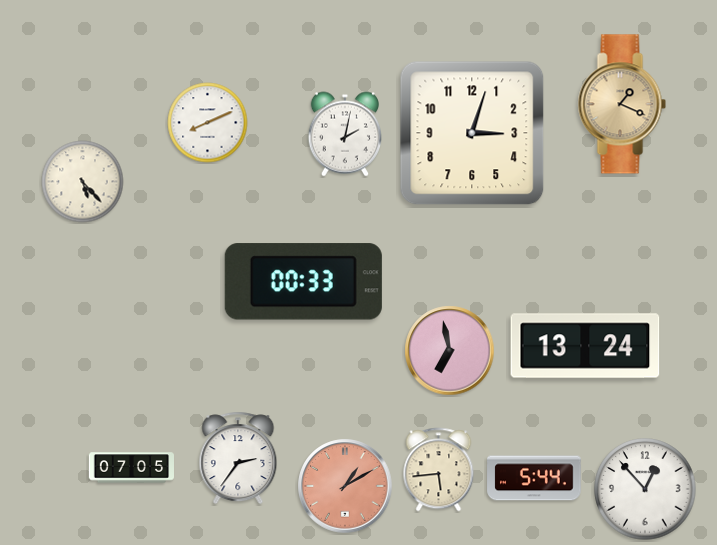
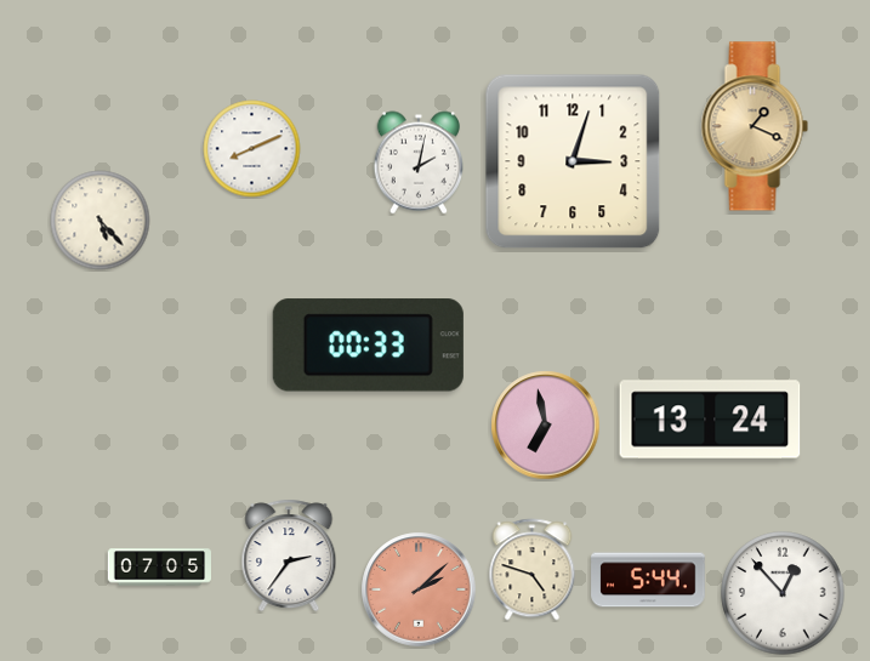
clock at (303, 282) position: (303, 282) -> (368, 346)
clock at (439, 470): 5:44 -> 4:48
clock at (345, 486): 1:10 -> 2:08
